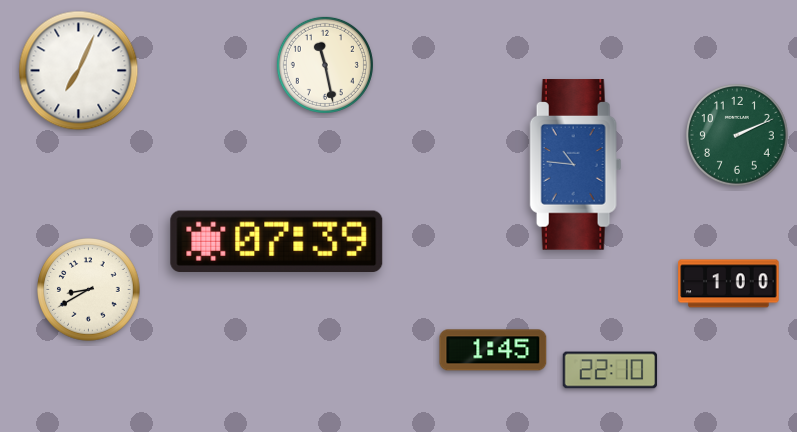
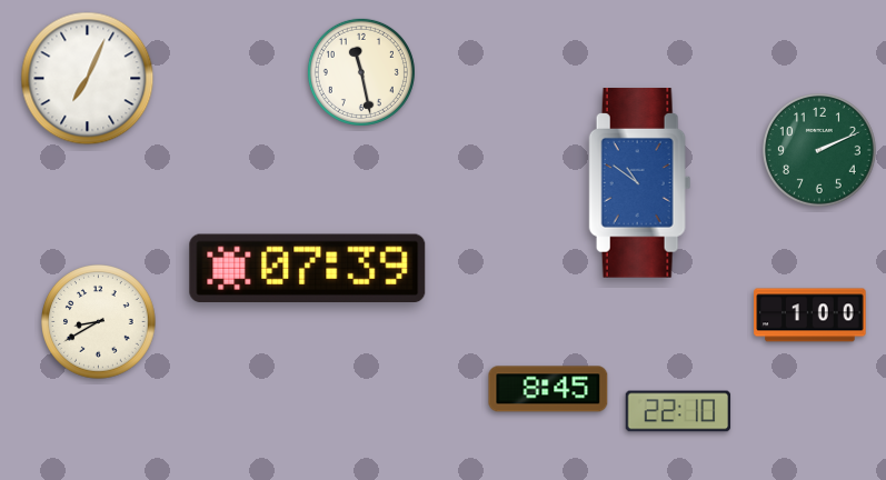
clock at (576, 165): 10:46 -> 10:51
clock at (493, 350): 1:45 -> 8:45
